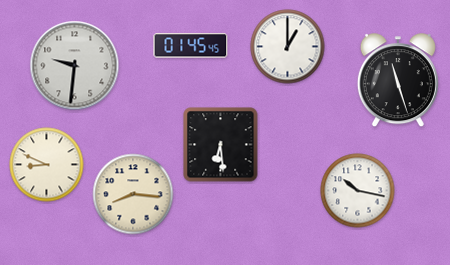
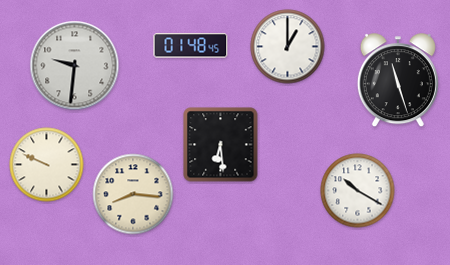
clock at (191, 46): 01:45 -> 01:48
clock at (47, 165): 8:49 -> 9:49
clock at (358, 191): 10:17 -> 10:20
